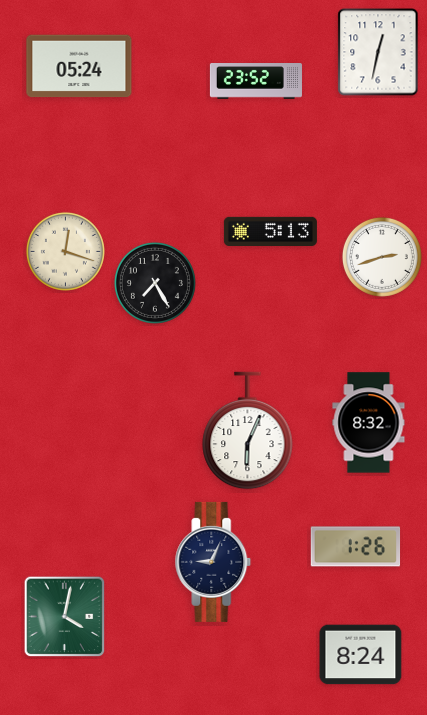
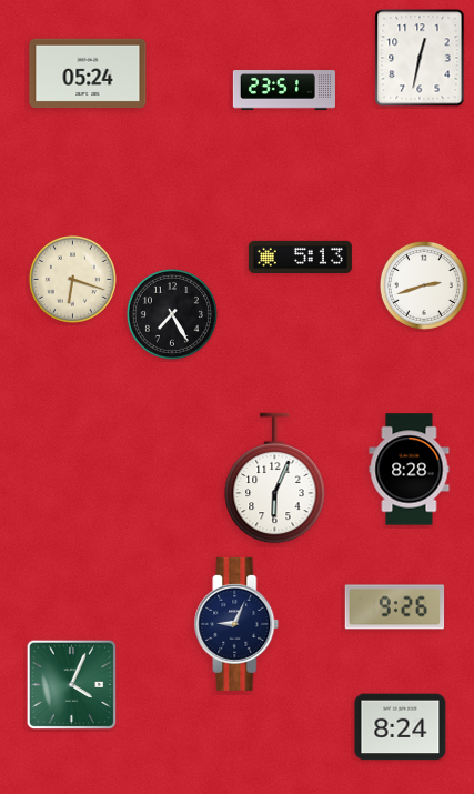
clock at (256, 82): 23:52 -> 23:51
clock at (65, 251): 12:18 -> 6:18
clock at (369, 423): 8:32 -> 8:28
clock at (356, 547): 1:26 -> 9:26
clock at (65, 617): 4:02 -> 4:04
